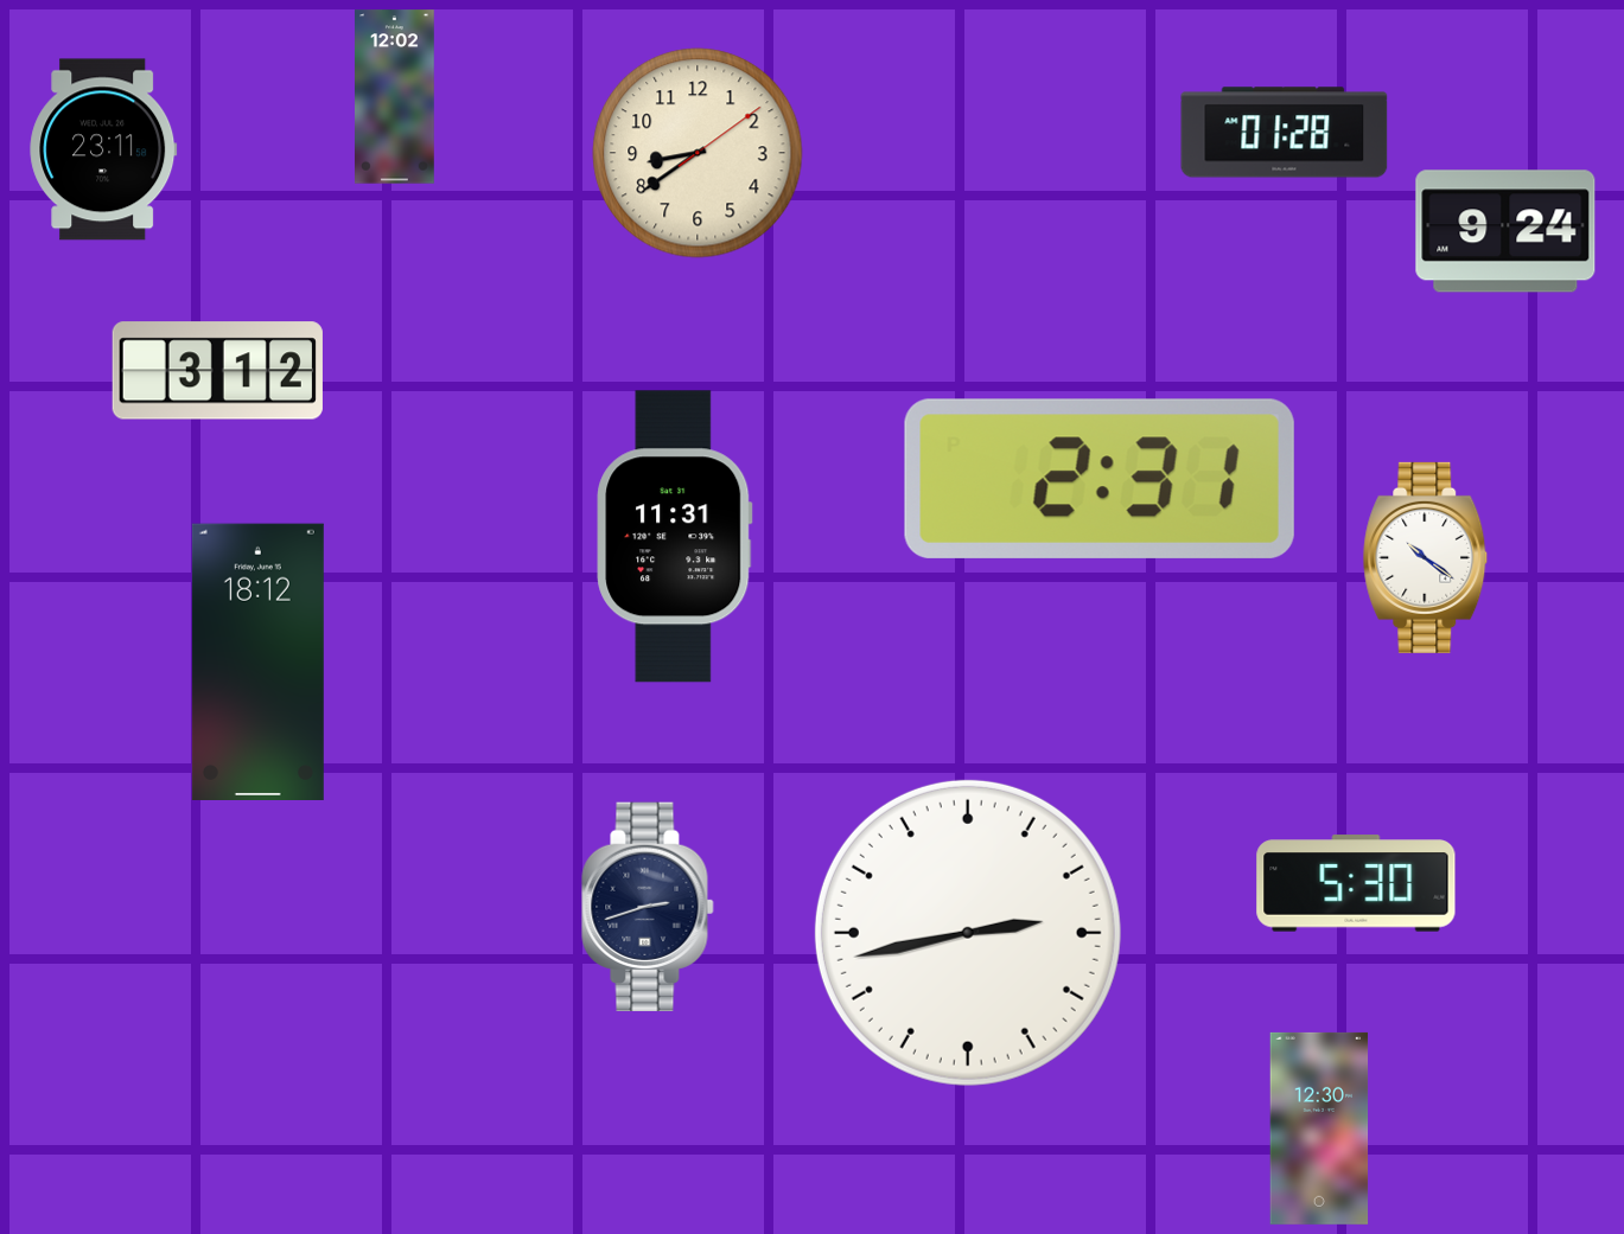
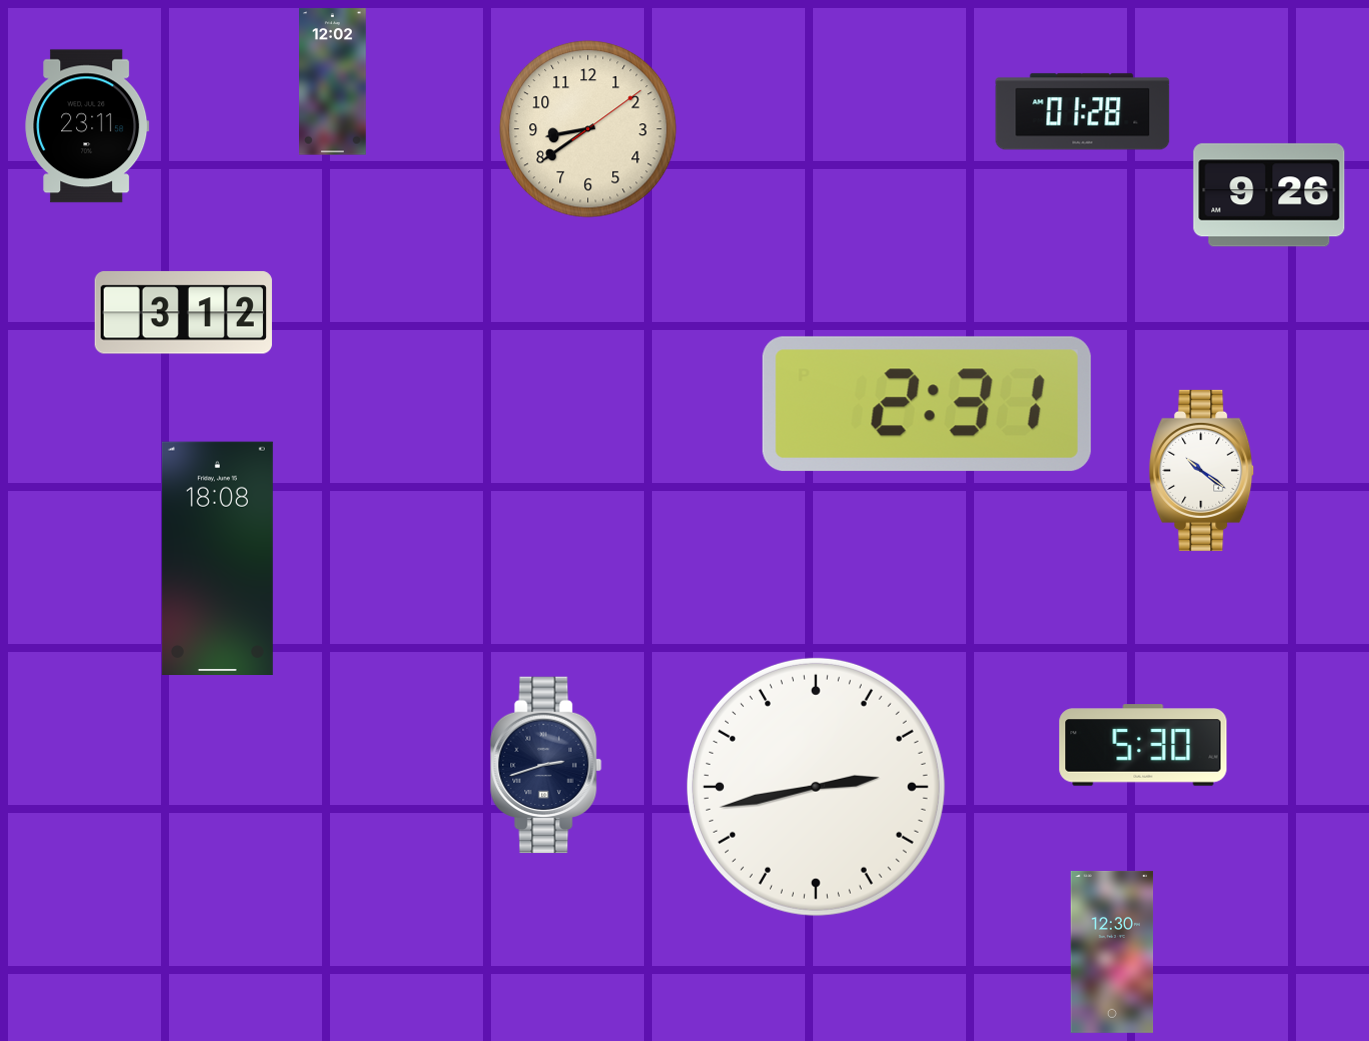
clock at (1505, 231): 9:24 -> 9:26
clock at (675, 537): 11:31 -> none
clock at (257, 661): 18:12 -> 18:08
